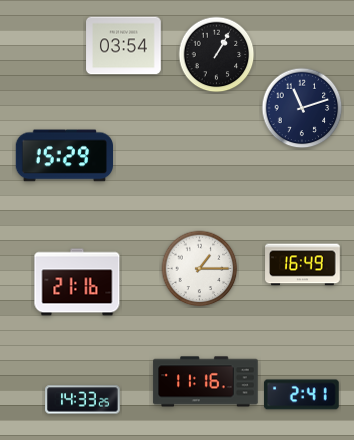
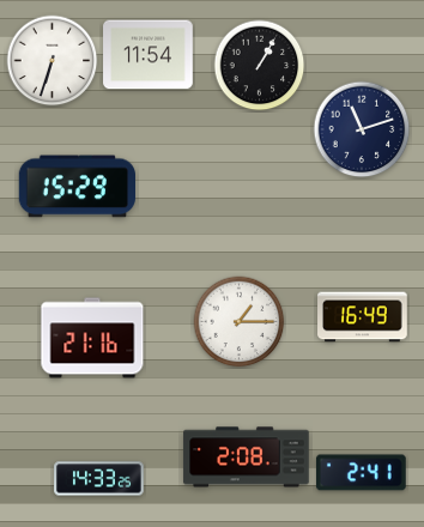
clock at (124, 46): 03:54 -> 11:54
clock at (53, 61): none -> 6:33
clock at (206, 382): 11:16 -> 2:08
